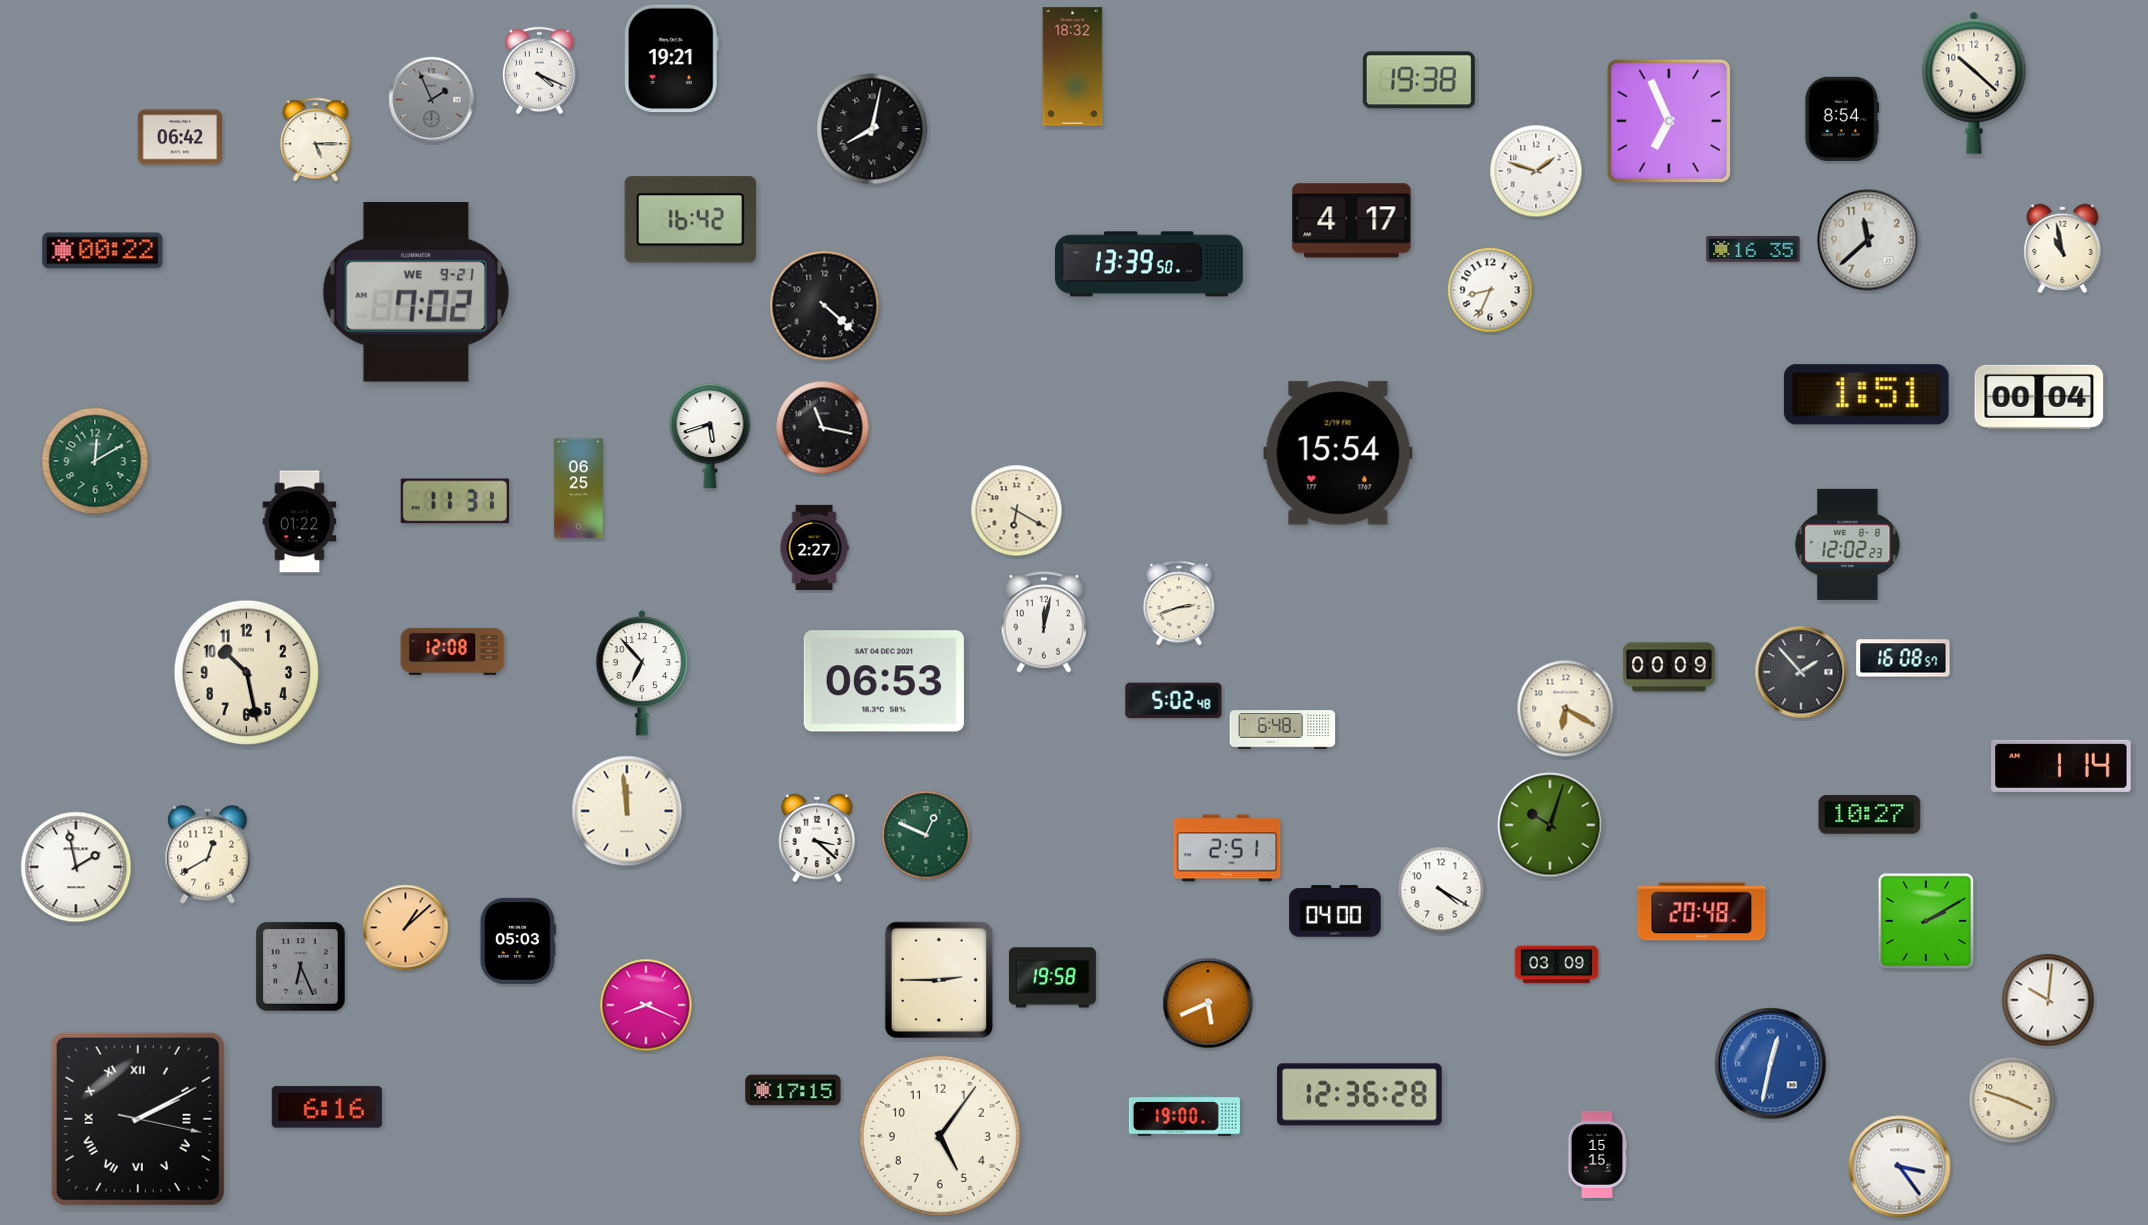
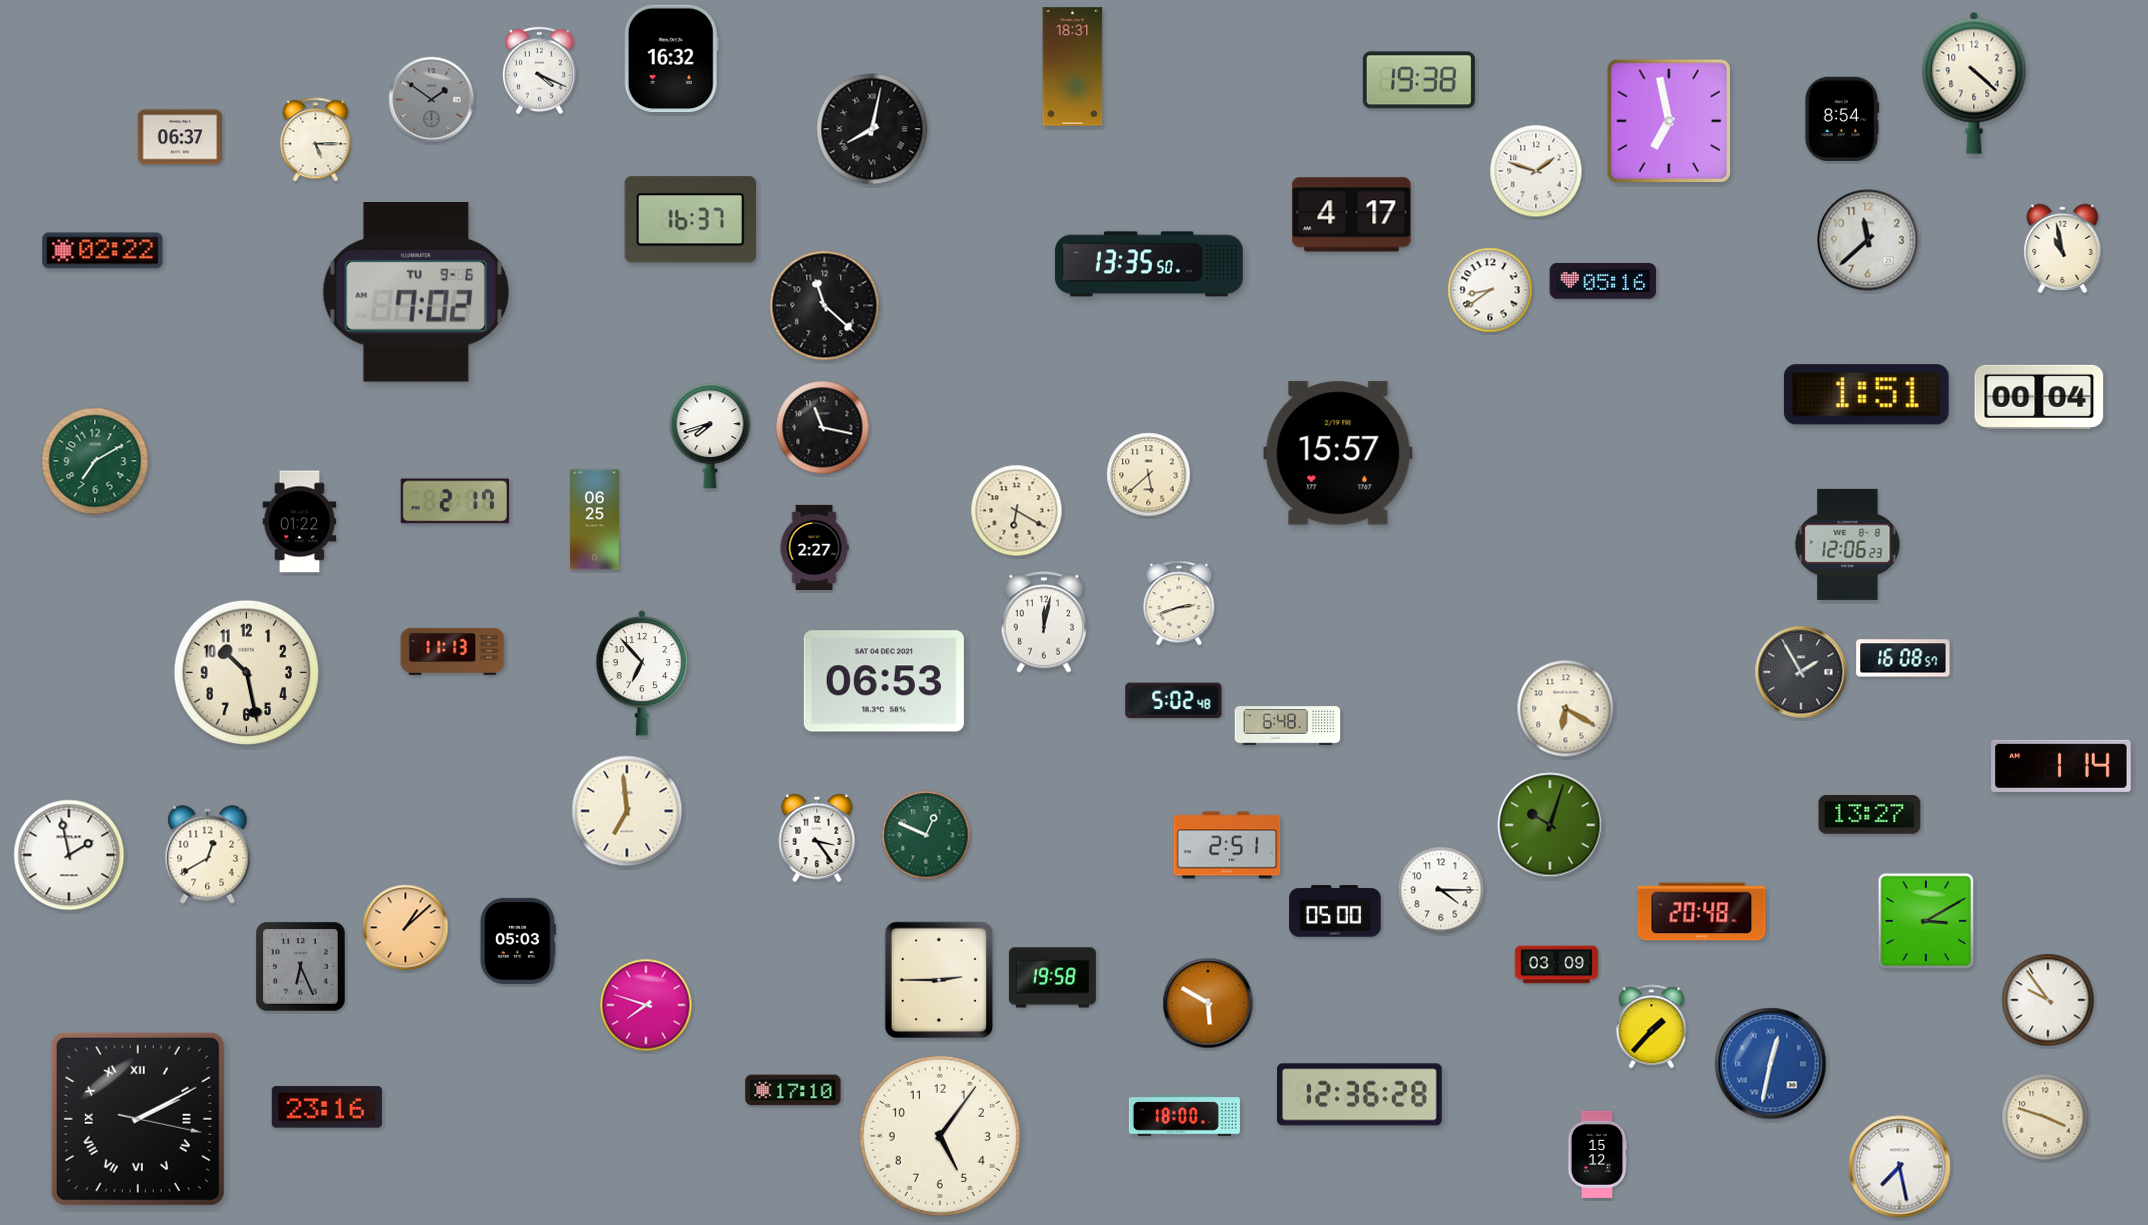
clock at (671, 59): 19:21 -> 16:32
clock at (1073, 67): 18:32 -> 18:31
clock at (1974, 83): 10:22 -> 4:22
clock at (432, 100): 1:56 -> 1:51
clock at (1669, 121): 6:56 -> 6:58
clock at (179, 137): 06:42 -> 06:37
clock at (691, 220): 16:42 -> 16:37
clock at (1352, 221) position: (1352, 221) -> (1352, 215)
clock at (1753, 249): 16:35 -> none
clock at (103, 251): 00:22 -> 02:22
clock at (1149, 264): 13:39 -> 13:35
clock at (1603, 281): none -> 05:16
clock at (1490, 290): 8:34 -> 8:39
clock at (415, 293) date: WE 9-21 -> TU 9-6
clock at (825, 306): 4:22 -> 11:22
clock at (710, 436): 5:42 -> 7:42
clock at (1338, 453): 15:54 -> 15:57
clock at (95, 461): 12:10 -> 7:10
clock at (1149, 475): none -> 5:38
clock at (578, 489) position: (578, 489) -> (594, 520)
clock at (454, 501): 11:31 -> 2:17
clock at (1848, 544): 12:02 -> 12:06
clock at (453, 651): 12:08 -> 11:13
clock at (1669, 667): 00:09 -> none
clock at (1801, 672): 1:53 -> 1:55
clock at (1283, 730) position: (1283, 730) -> (1288, 726)
clock at (627, 811): 11:59 -> 6:59
clock at (1870, 815): 10:27 -> 13:27
clock at (817, 838): 3:22 -> 3:24
clock at (1227, 848) position: (1227, 848) -> (1227, 845)
clock at (76, 867) position: (76, 867) -> (69, 855)
clock at (1441, 890): 4:20 -> 4:15
clock at (1335, 911): 04:00 -> 05:00
clock at (1926, 921): 2:10 -> 3:10
clock at (2048, 1000): 10:01 -> 9:54
clock at (1208, 1003): 5:41 -> 5:50
clock at (646, 1005): 8:19 -> 7:48
clock at (1652, 1027): none -> 1:37
clock at (793, 1090): 17:15 -> 17:10
clock at (2012, 1100) position: (2012, 1100) -> (2045, 1117)
clock at (327, 1107): 6:16 -> 23:16
clock at (1184, 1116): 19:00 -> 18:00
clock at (1597, 1154): 15:15 -> 15:12
clock at (1900, 1167): 3:24 -> 7:28
